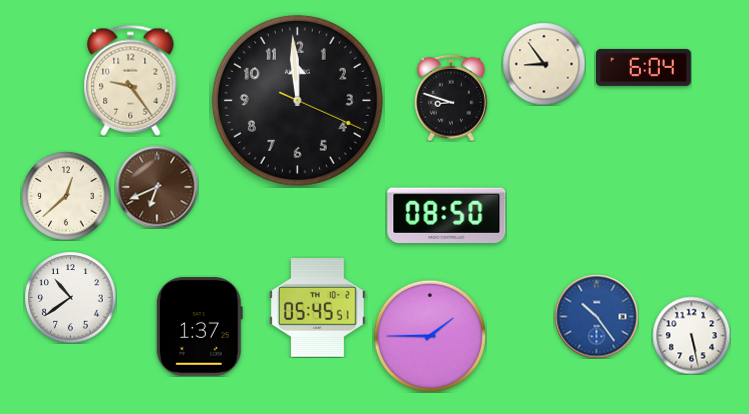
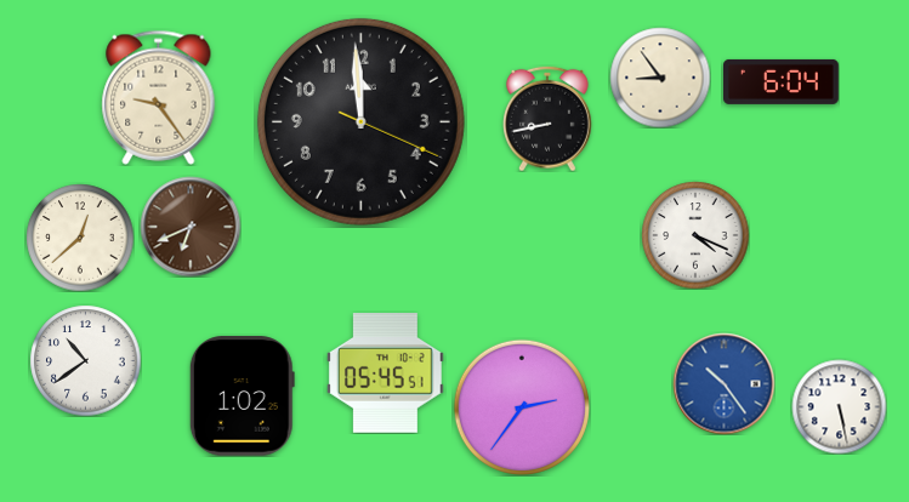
clock at (452, 98): 8:48 -> 8:43
clock at (695, 235): none -> 4:19
clock at (447, 215): 08:50 -> none
clock at (199, 327): 1:37 -> 1:02
clock at (430, 336): 1:45 -> 2:36
